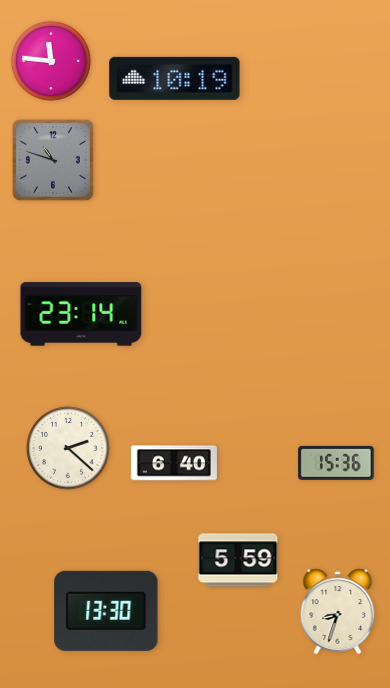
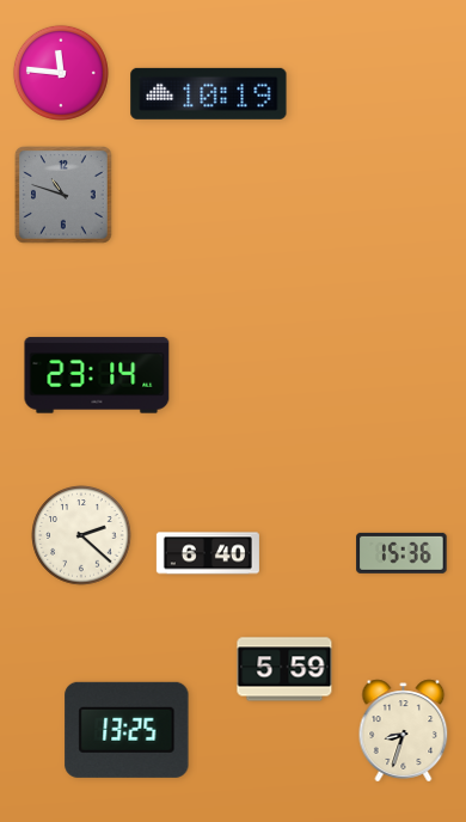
clock at (54, 161) position: (54, 161) -> (65, 196)
clock at (106, 611): 13:30 -> 13:25
